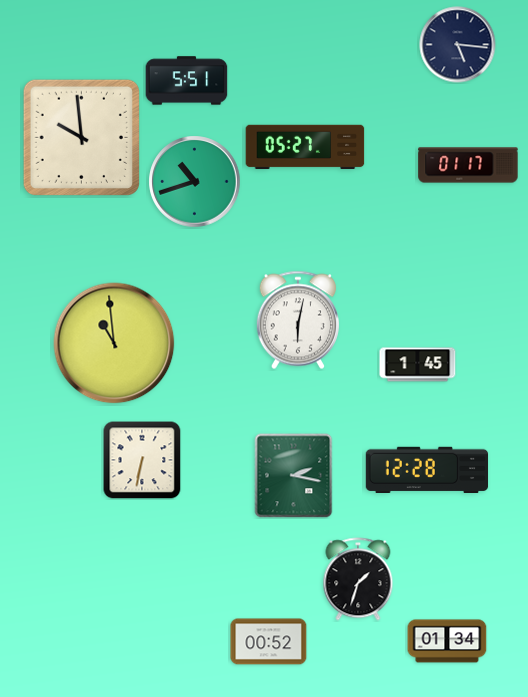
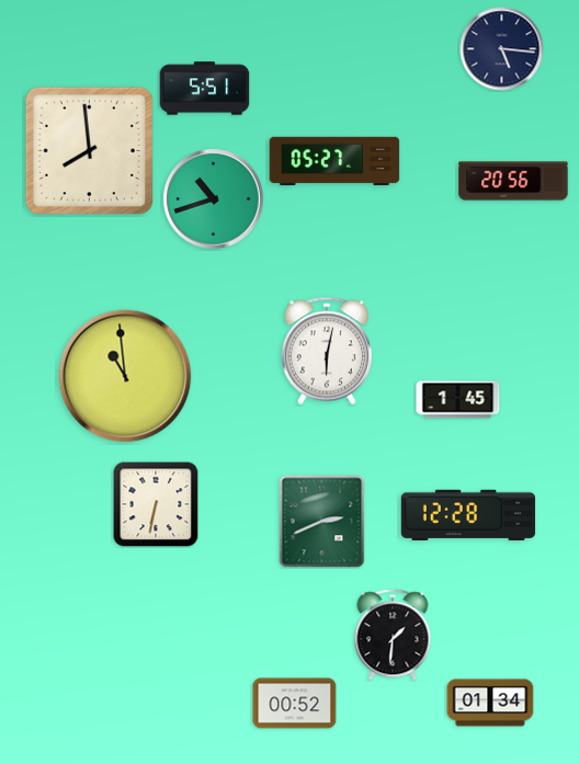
clock at (81, 137): 9:59 -> 7:59
clock at (468, 165): 01:17 -> 20:56
clock at (294, 476): 2:17 -> 2:41
clock at (358, 579): 1:33 -> 1:31
